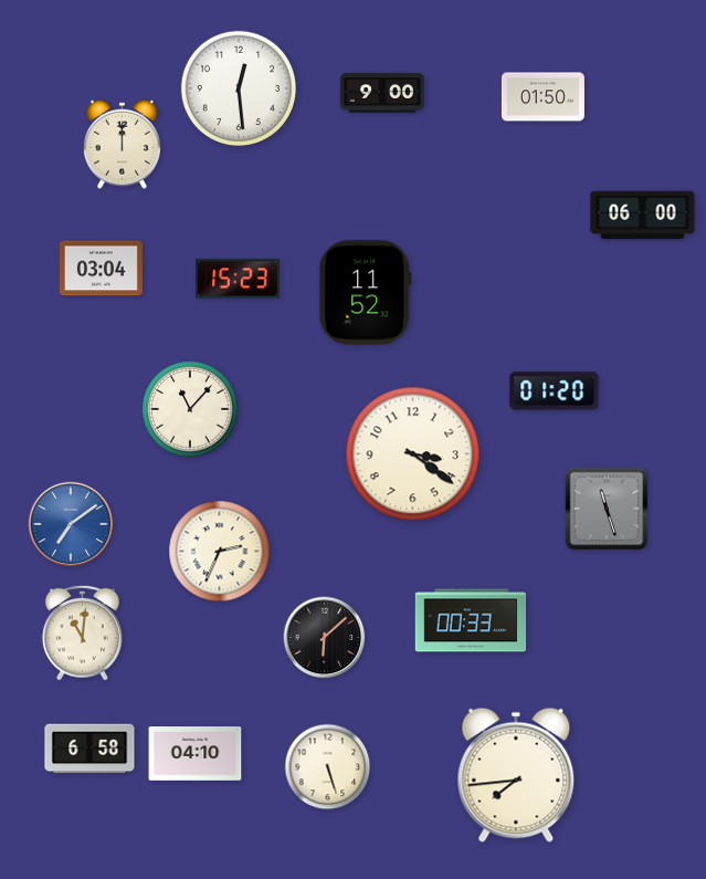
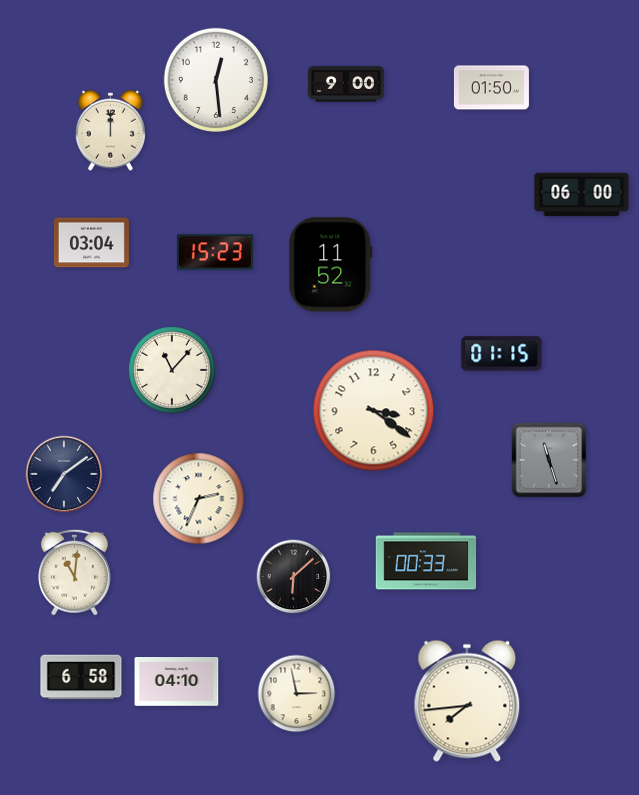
clock at (555, 391): 01:20 -> 01:15
clock at (71, 524) dial: blue -> navy
clock at (328, 767): 5:27 -> 2:58
